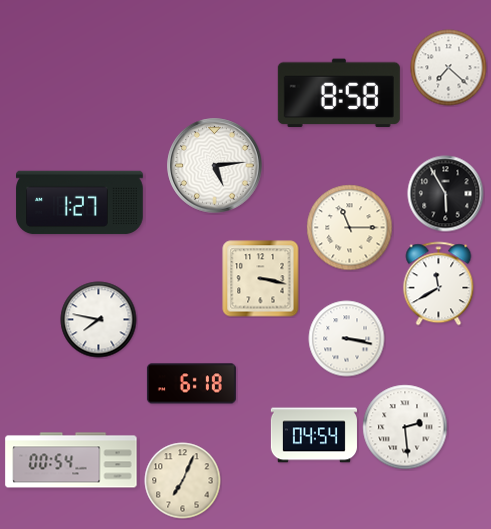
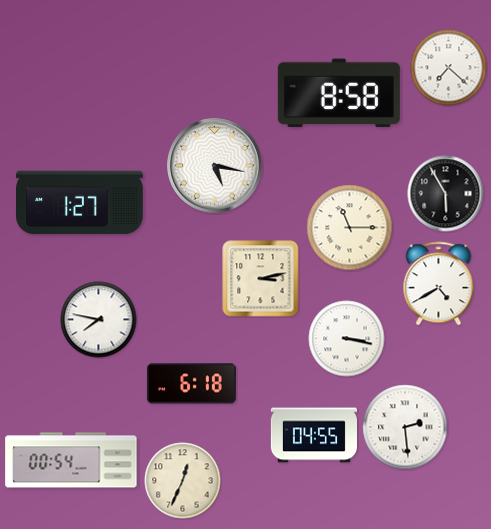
clock at (215, 166): 5:14 -> 5:17
clock at (261, 279): 3:17 -> 3:13
clock at (439, 284): 11:40 -> 4:40
clock at (314, 435): 04:54 -> 04:55
clock at (183, 481): 7:04 -> 12:34
